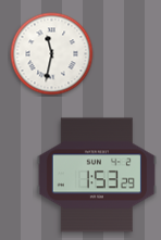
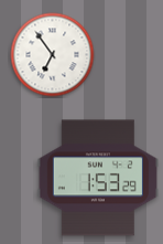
clock at (52, 54): 11:32 -> 6:54
